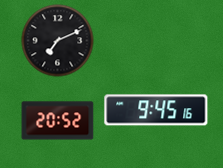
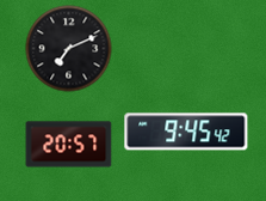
clock at (156, 110): 9:45:16 -> 9:45:42
clock at (58, 121): 20:52 -> 20:57
